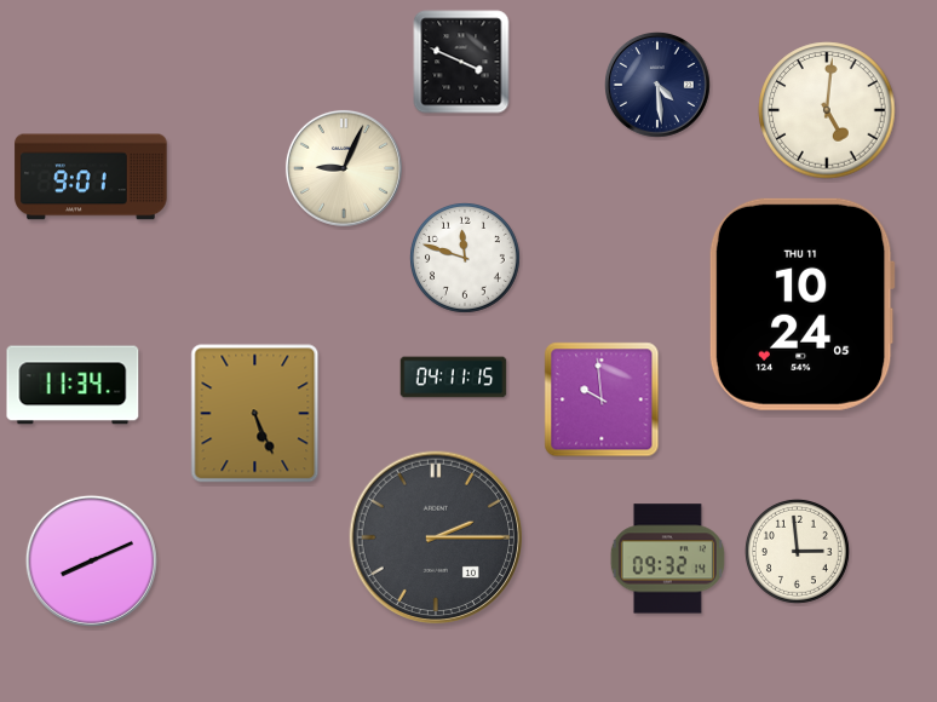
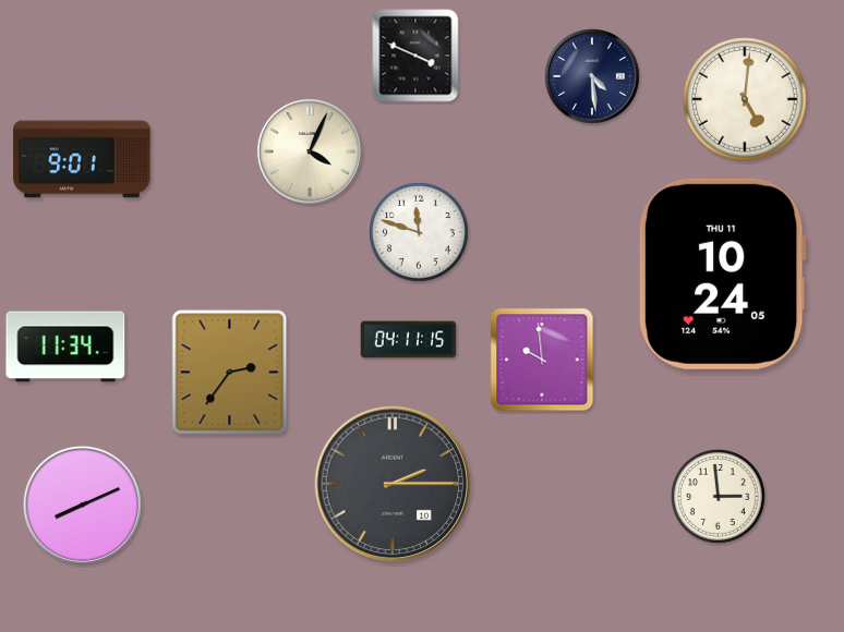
clock at (344, 168): 9:04 -> 4:04
clock at (255, 414): 5:26 -> 2:36
clock at (667, 559): 09:32 -> none
